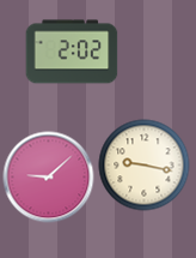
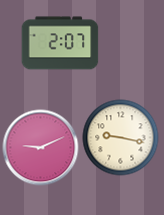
clock at (72, 52): 2:02 -> 2:07
clock at (49, 178): 9:08 -> 9:11
